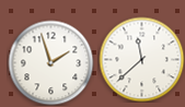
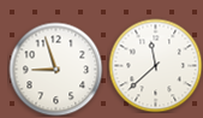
clock at (50, 62): 1:57 -> 8:57
